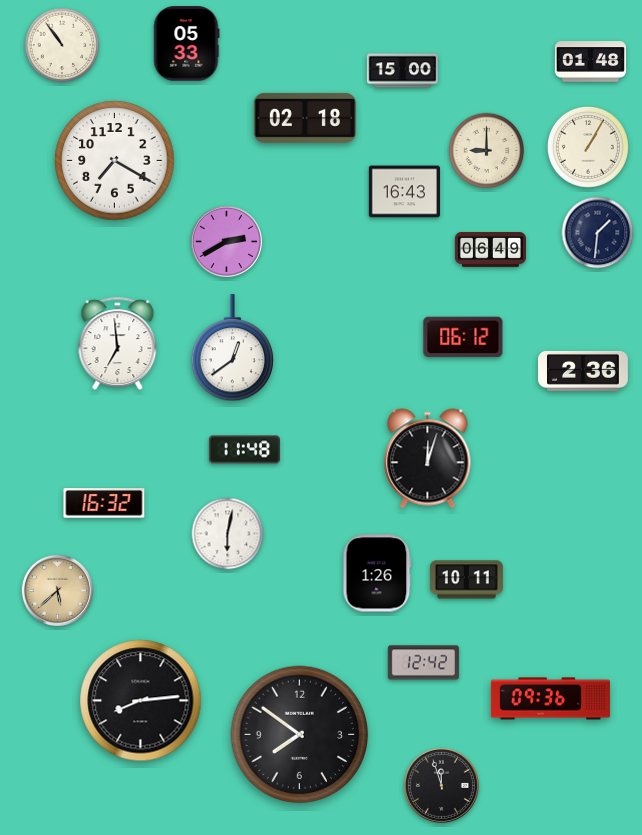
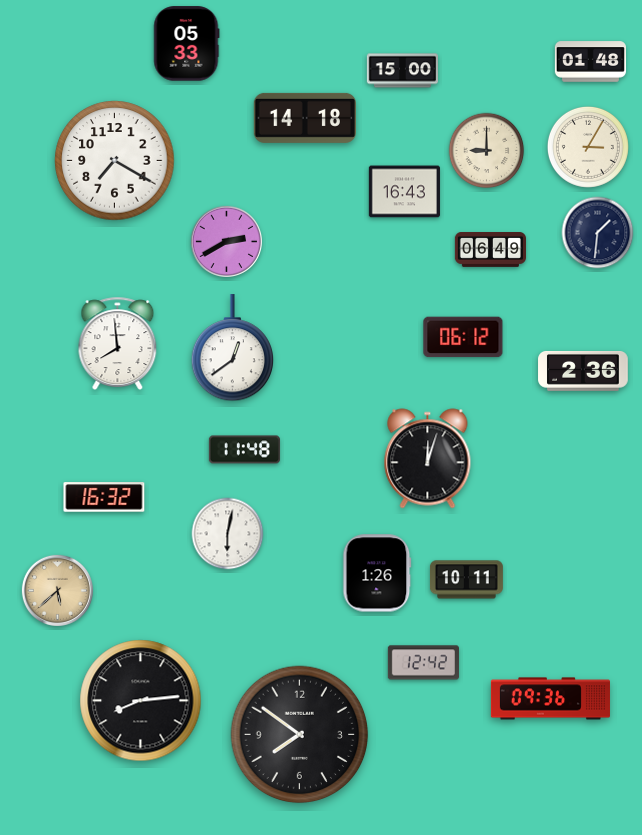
clock at (62, 45): 10:54 -> none
clock at (304, 118): 02:18 -> 14:18
clock at (588, 147): 1:05 -> 3:05
clock at (118, 343): 6:59 -> 7:59
clock at (104, 503) position: (104, 503) -> (104, 497)
clock at (441, 785): 11:57 -> none
